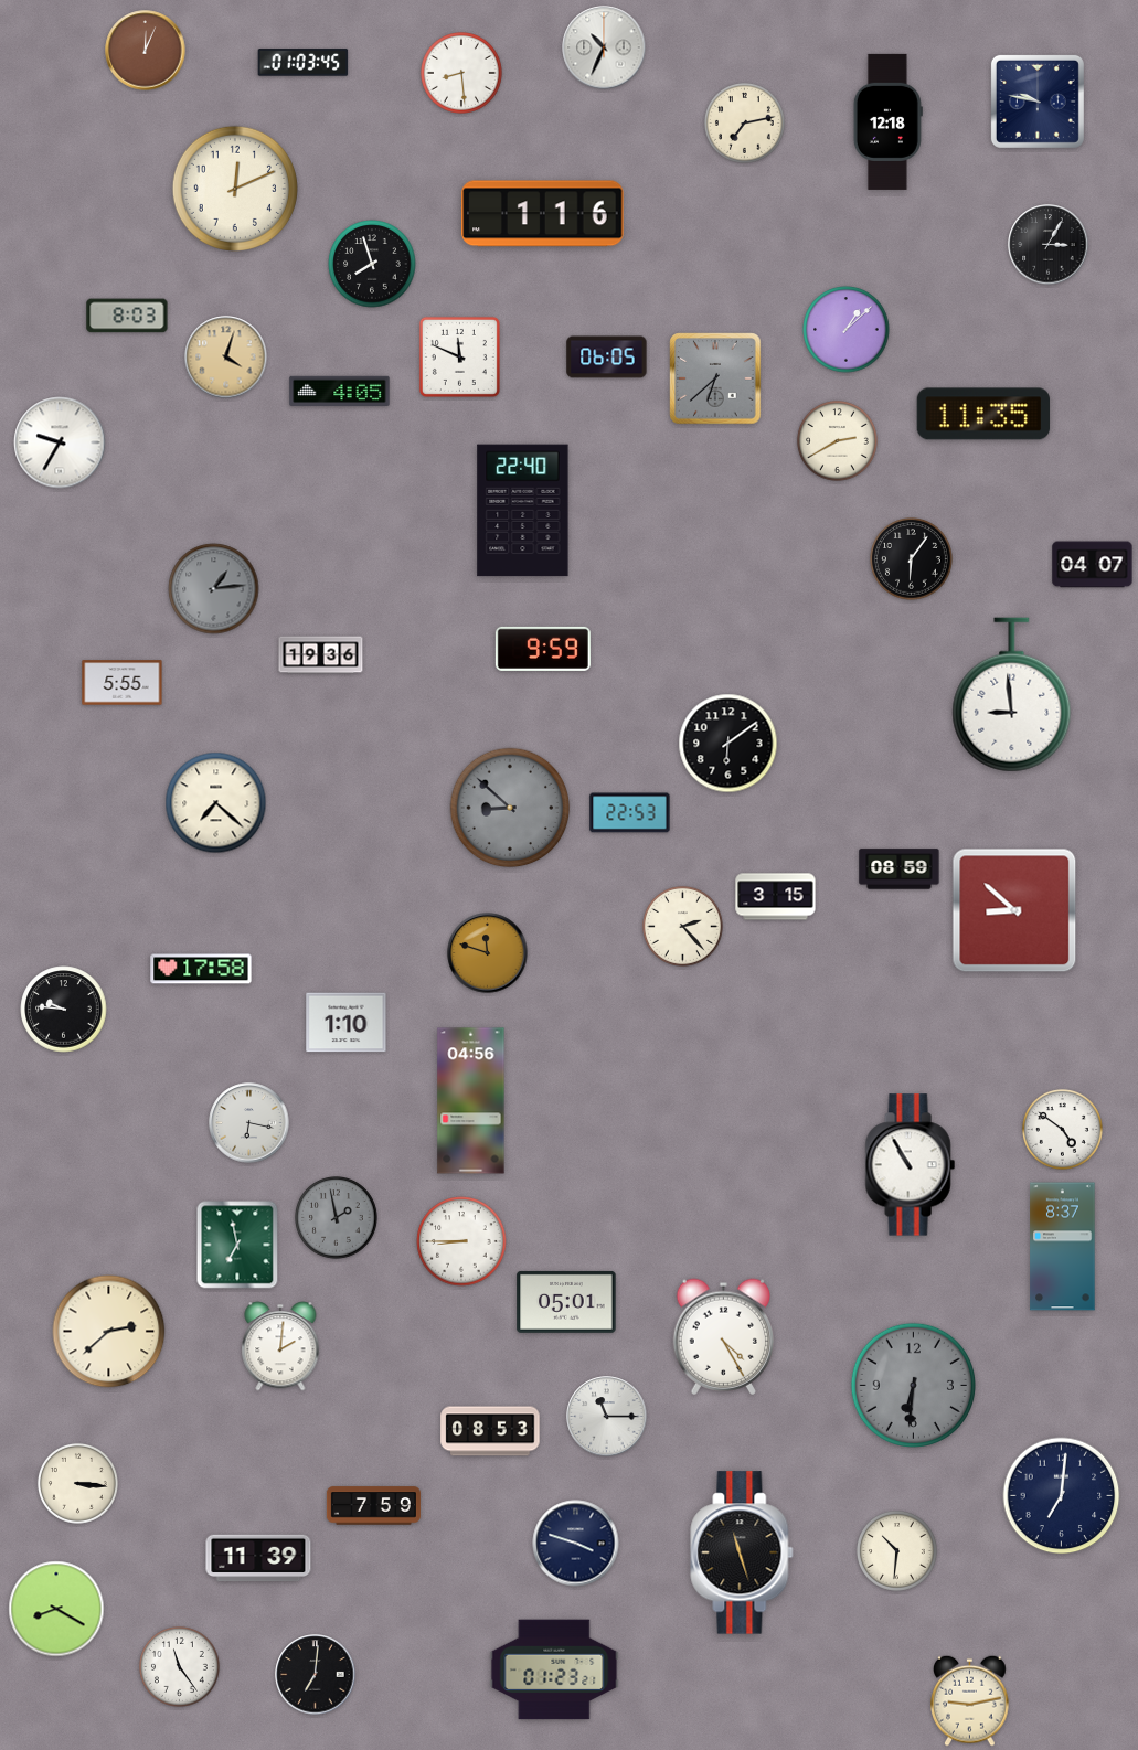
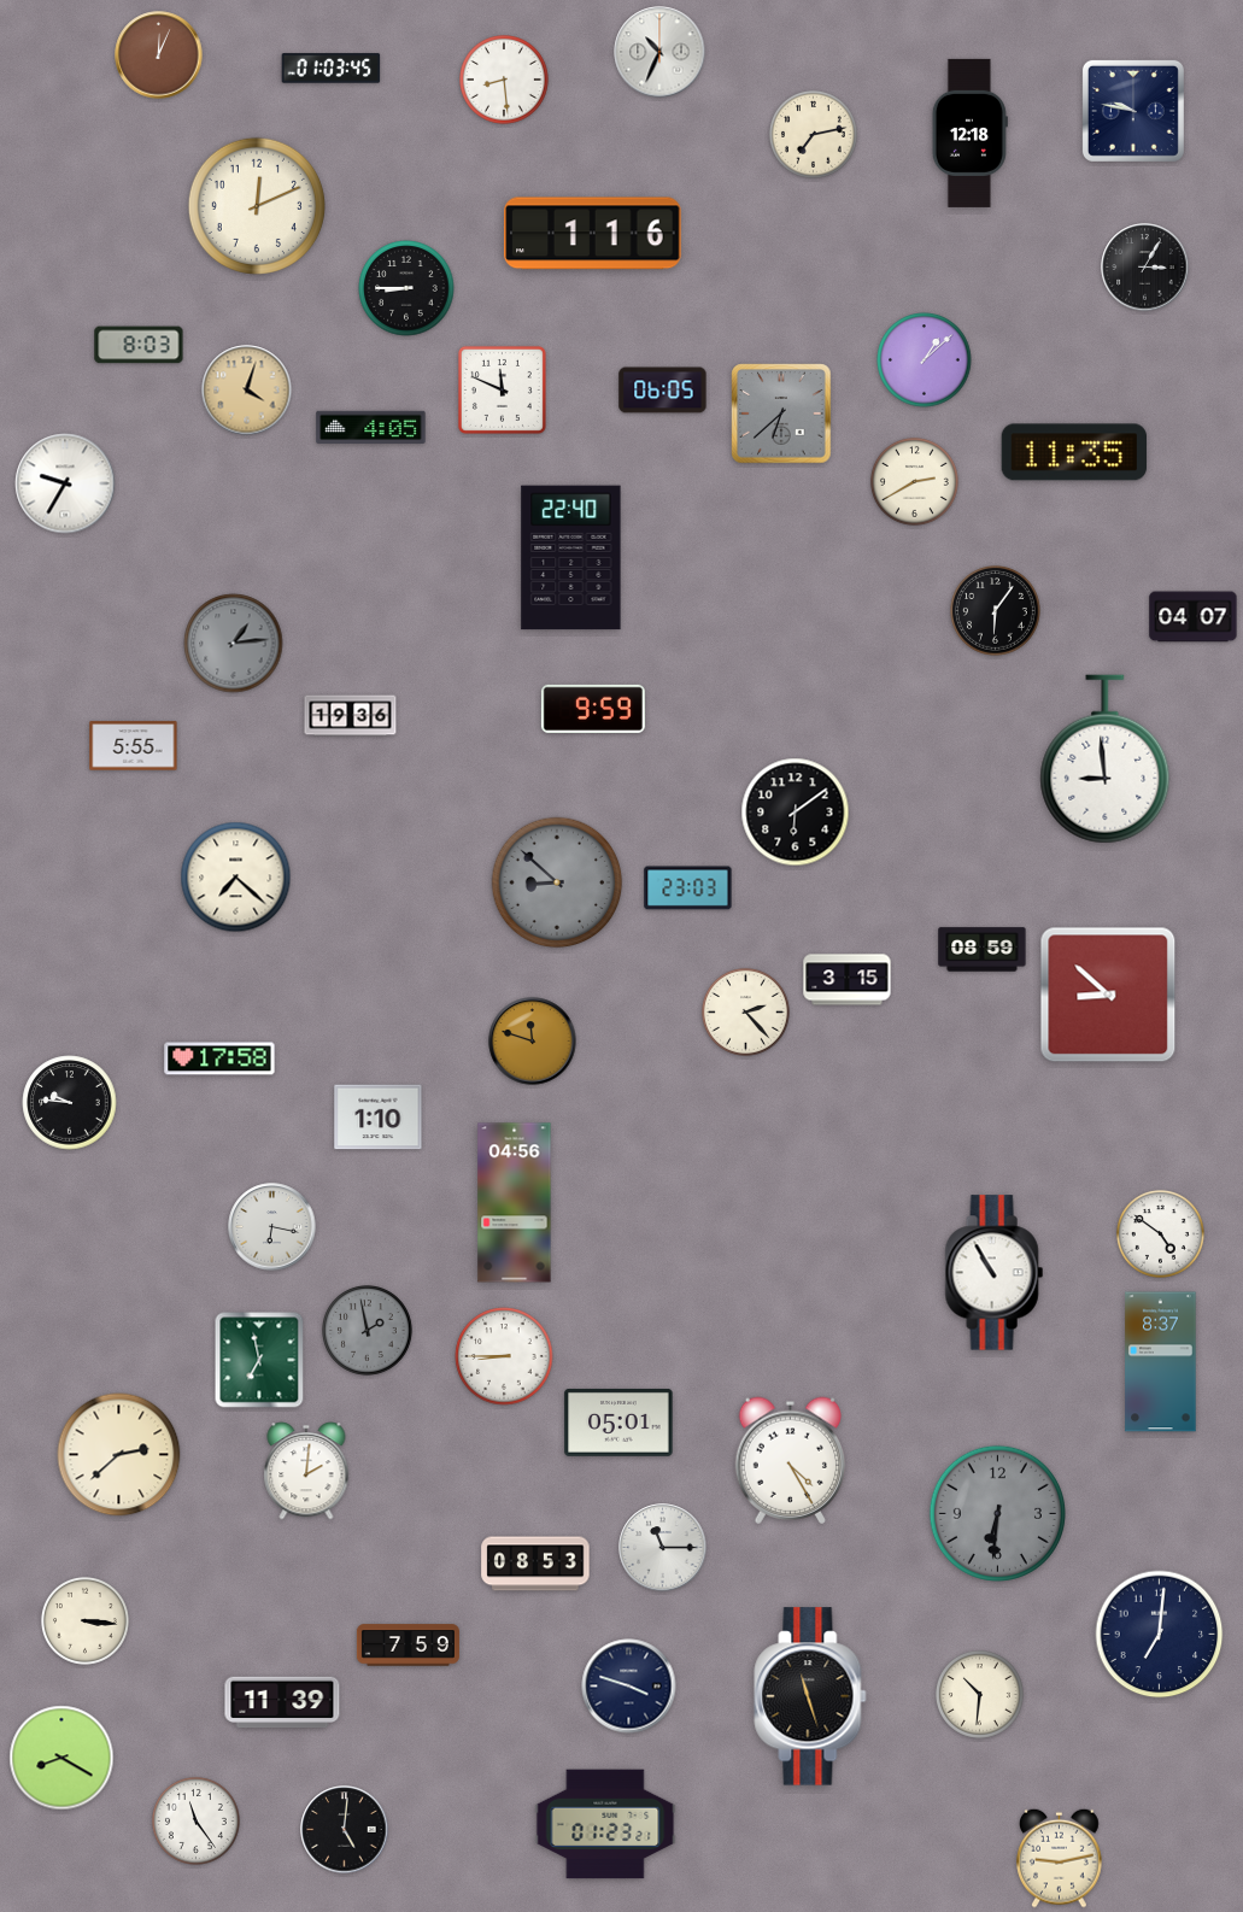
clock at (372, 264): 7:57 -> 8:45
clock at (630, 813): 22:53 -> 23:03
clock at (316, 1675): 7:01 -> 5:01
